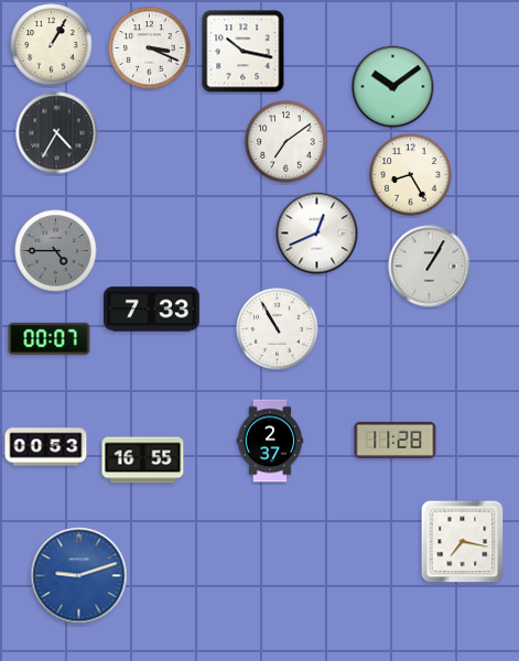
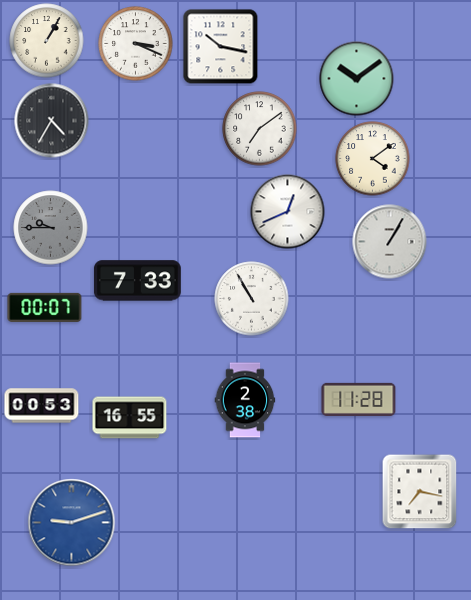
clock at (411, 175): 8:25 -> 4:09
clock at (56, 251): 4:45 -> 9:45
clock at (270, 441): 2:37 -> 2:38
